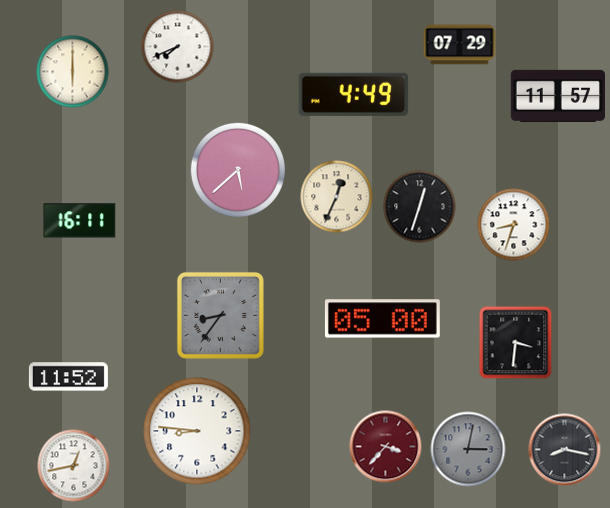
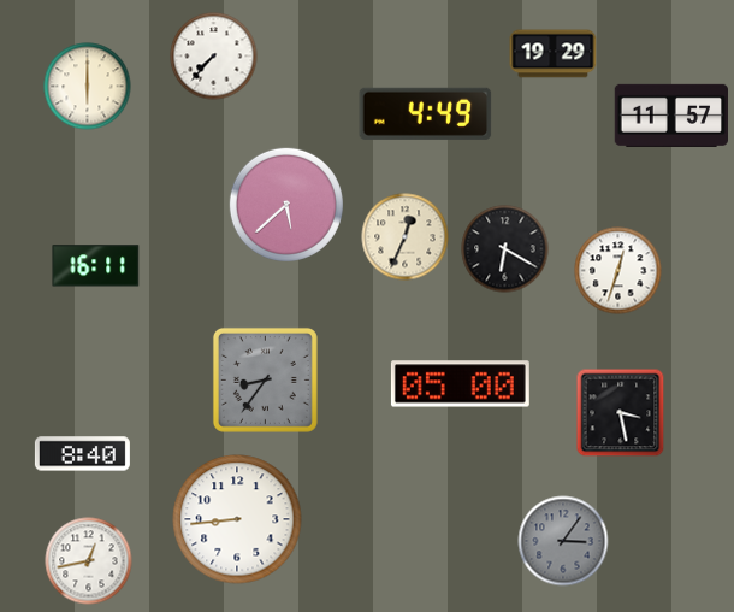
clock at (460, 45): 07:29 -> 19:29
clock at (178, 47): 7:41 -> 7:37
clock at (420, 207): 12:33 -> 6:20
clock at (514, 225): 8:33 -> 12:33
clock at (516, 343): 3:31 -> 3:28
clock at (68, 377): 11:52 -> 8:40
clock at (197, 431): 8:46 -> 8:44
clock at (386, 447): 3:37 -> none
clock at (468, 449): 3:02 -> 3:06
clock at (565, 450): 8:17 -> none
